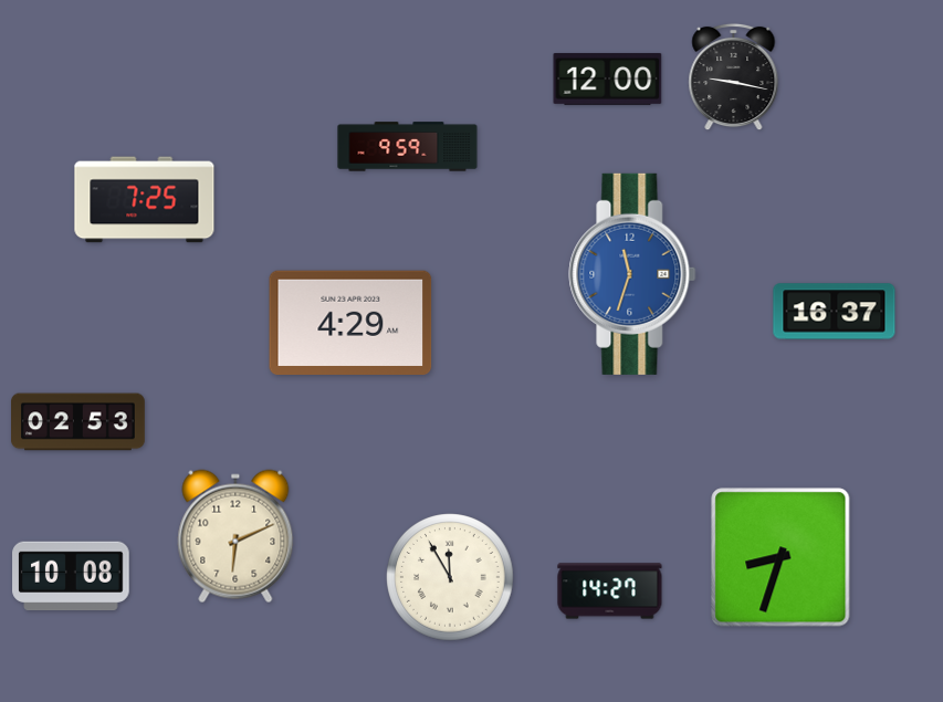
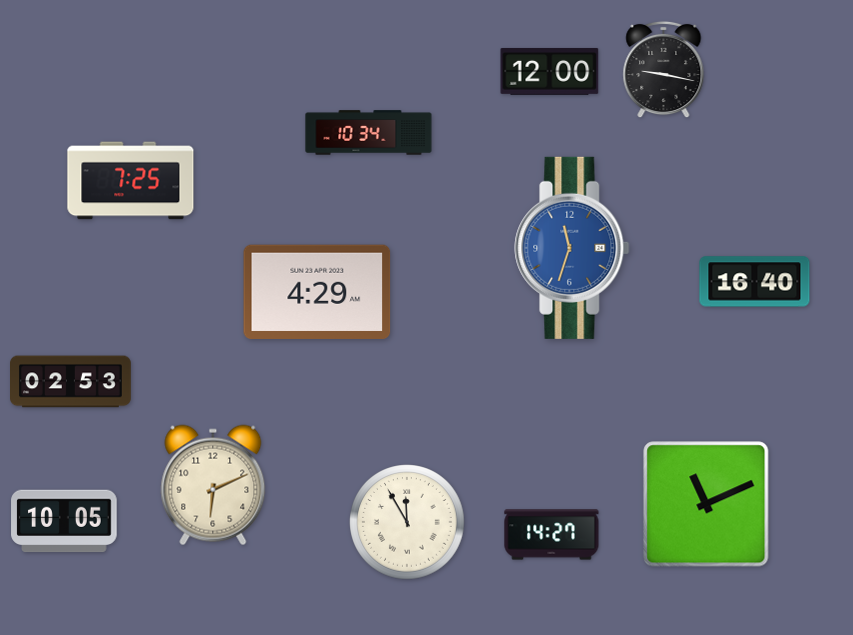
clock at (408, 147): 9:59 -> 10:34
clock at (835, 312): 16:37 -> 16:40
clock at (780, 557): 8:33 -> 11:11
clock at (71, 576): 10:08 -> 10:05
